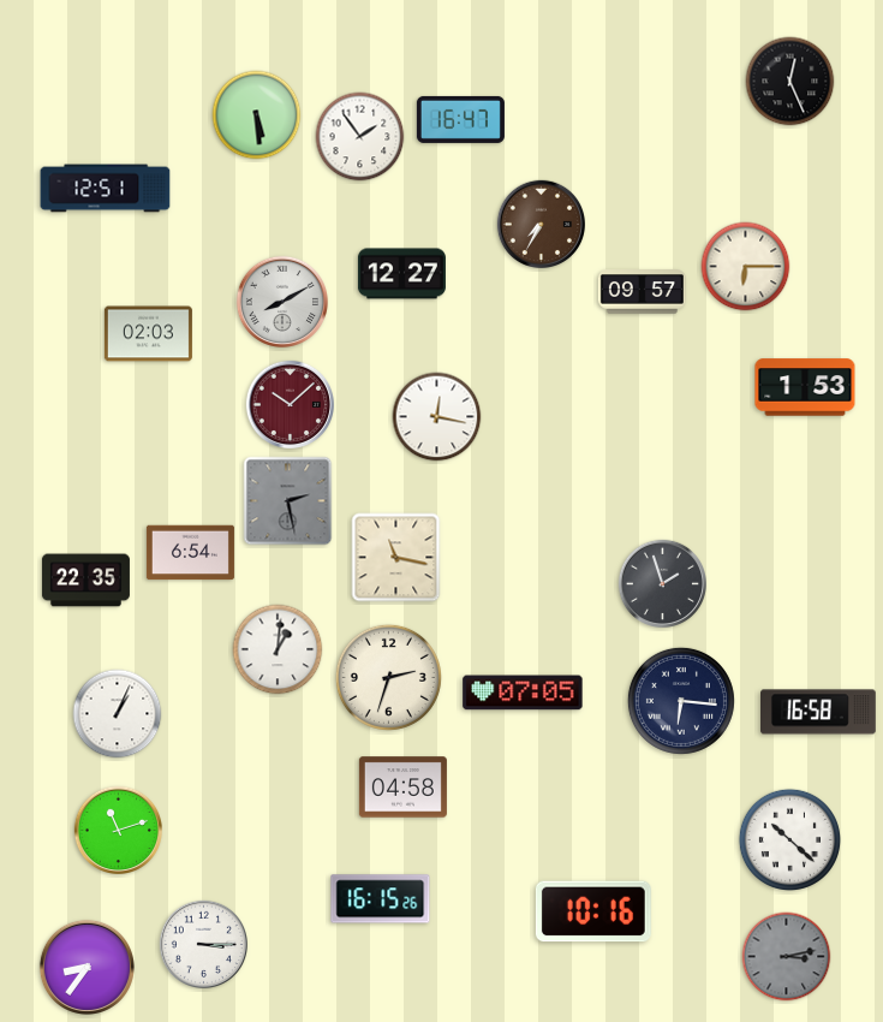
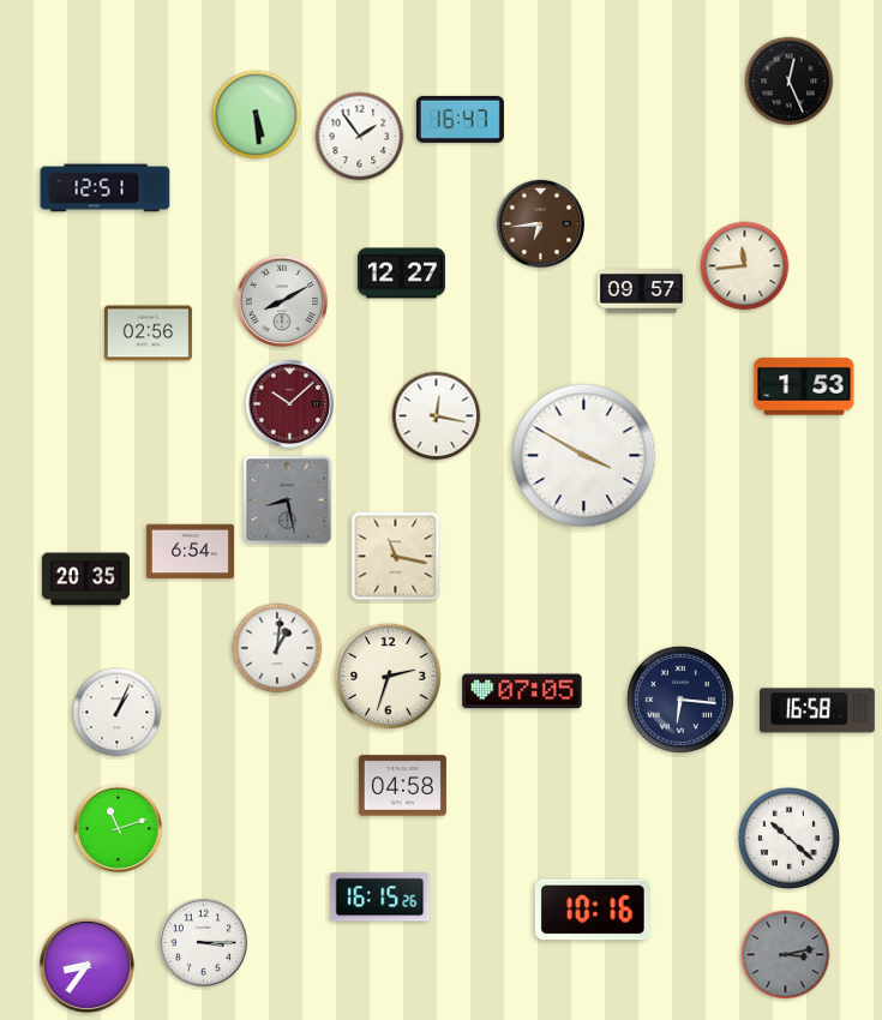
clock at (541, 224): 7:35 -> 6:44
clock at (746, 267): 6:15 -> 11:44
clock at (148, 334): 02:03 -> 02:56
clock at (584, 456): none -> 3:50
clock at (288, 501): 2:28 -> 8:28
clock at (85, 581): 22:35 -> 20:35
clock at (662, 583): 1:57 -> none
